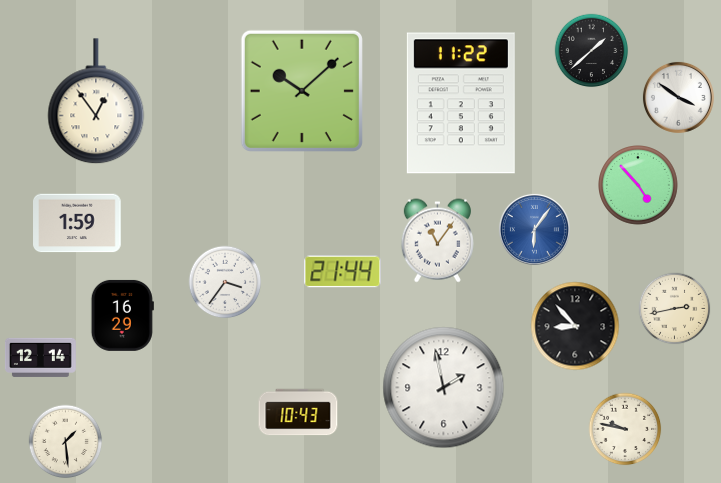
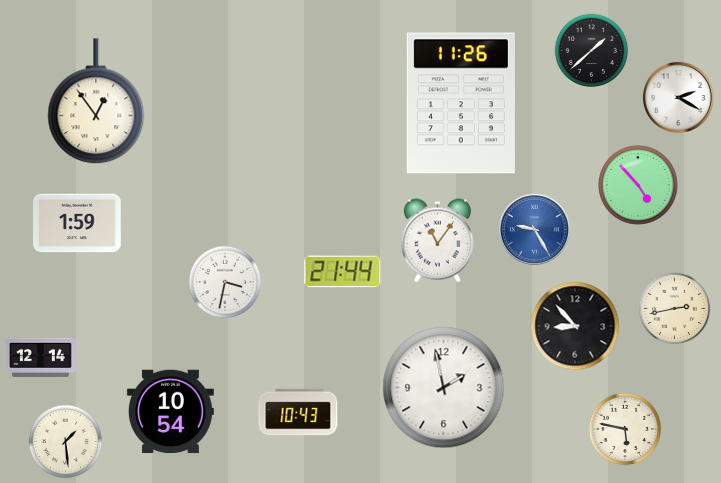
clock at (302, 91): 10:08 -> none
clock at (678, 97): 3:51 -> 2:20
clock at (461, 103): 11:22 -> 11:26
clock at (534, 229): 6:06 -> 9:25
clock at (225, 282): 3:36 -> 3:32
clock at (122, 315): 16:29 -> none
clock at (170, 412): none -> 10:54
clock at (625, 429): 9:47 -> 5:47
